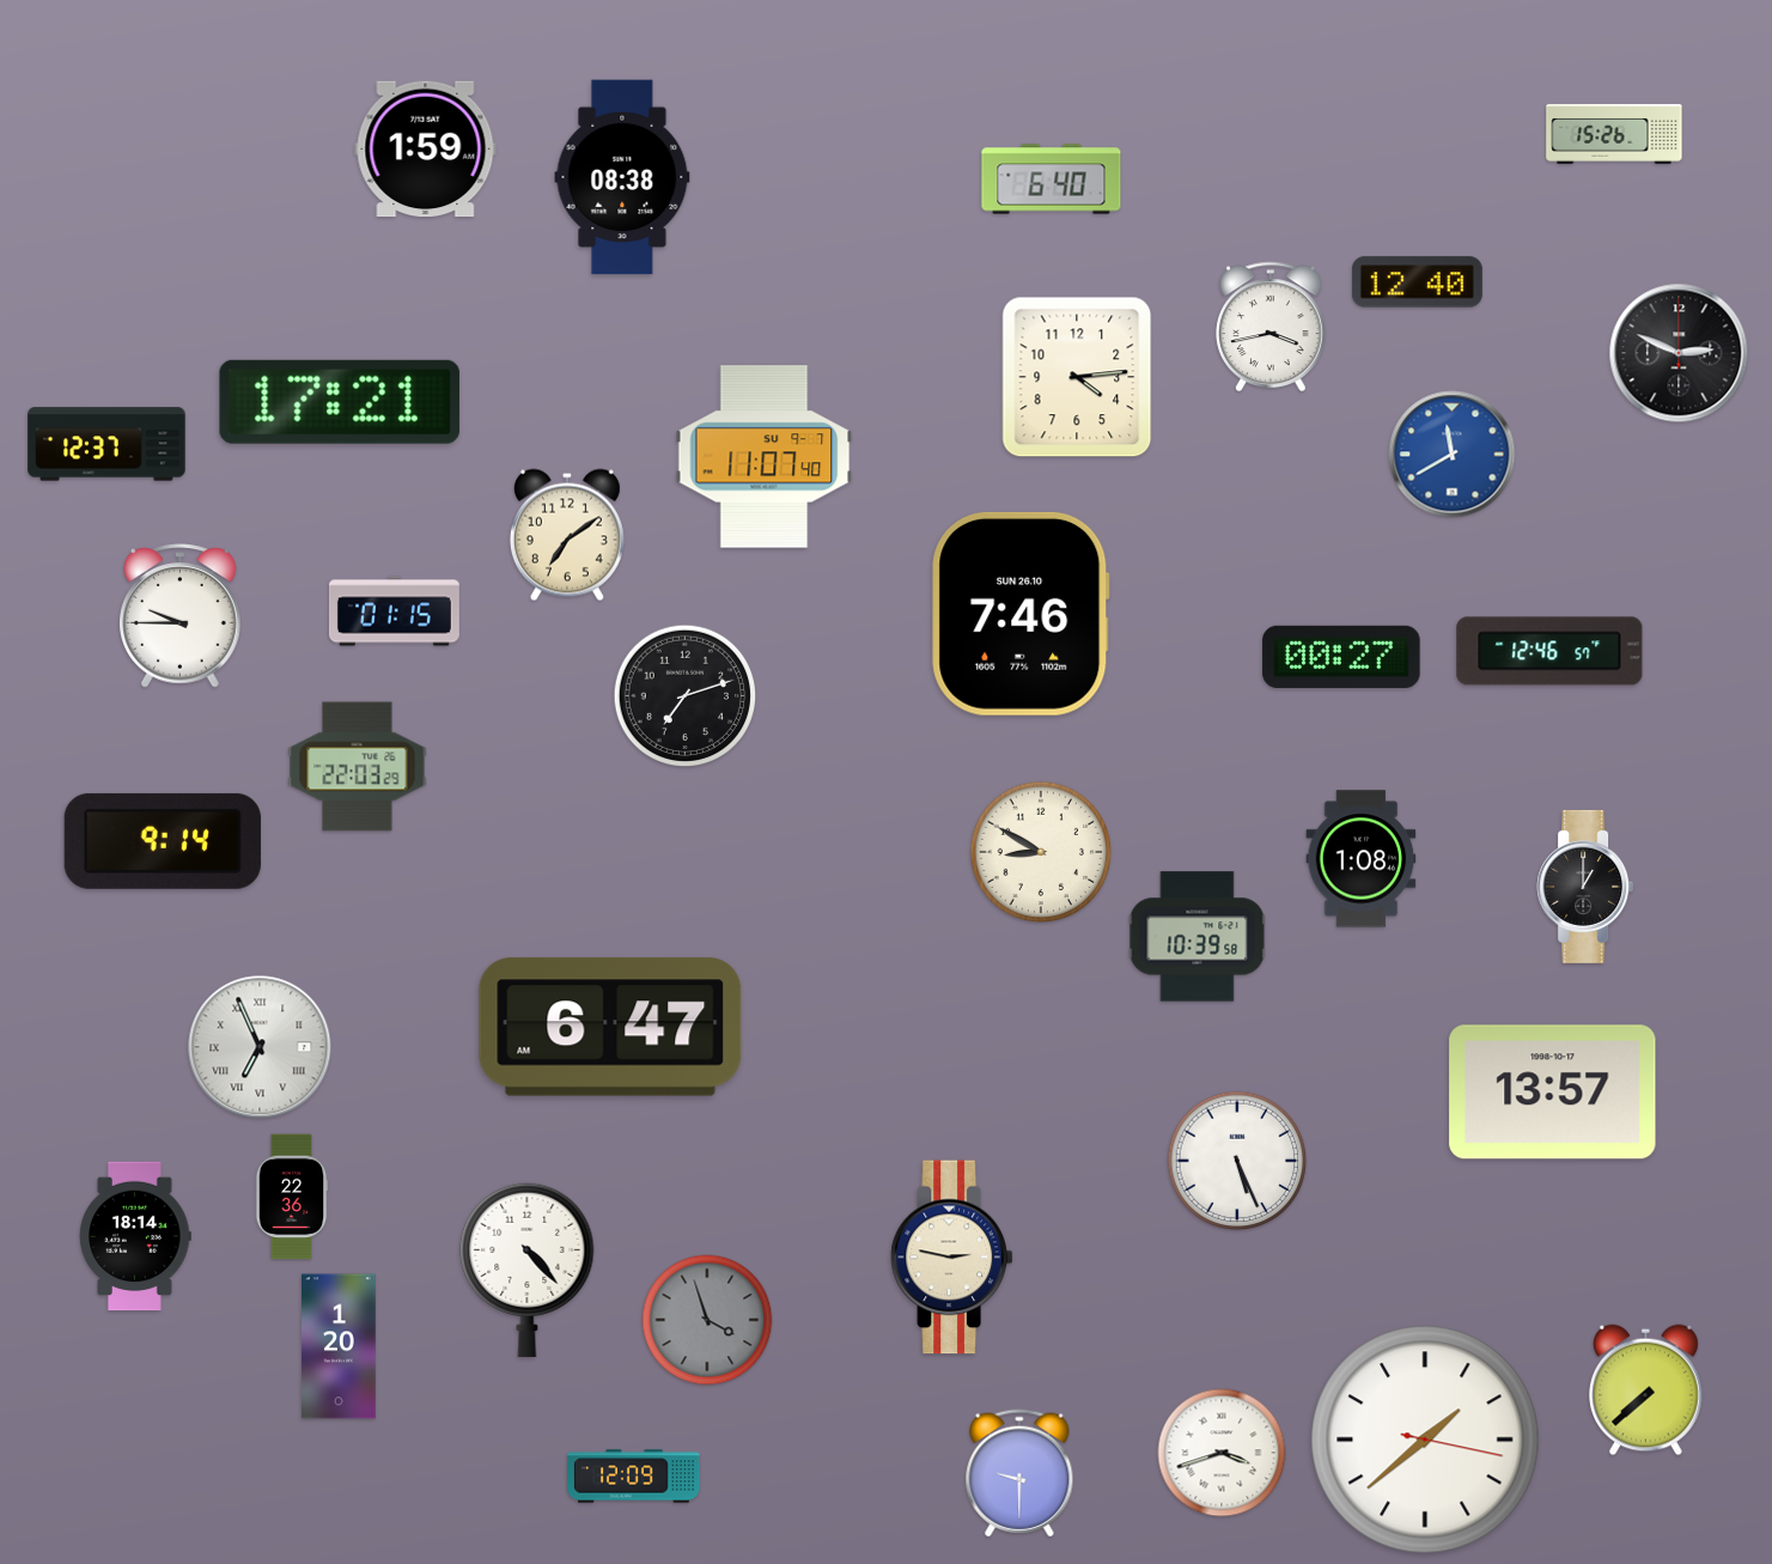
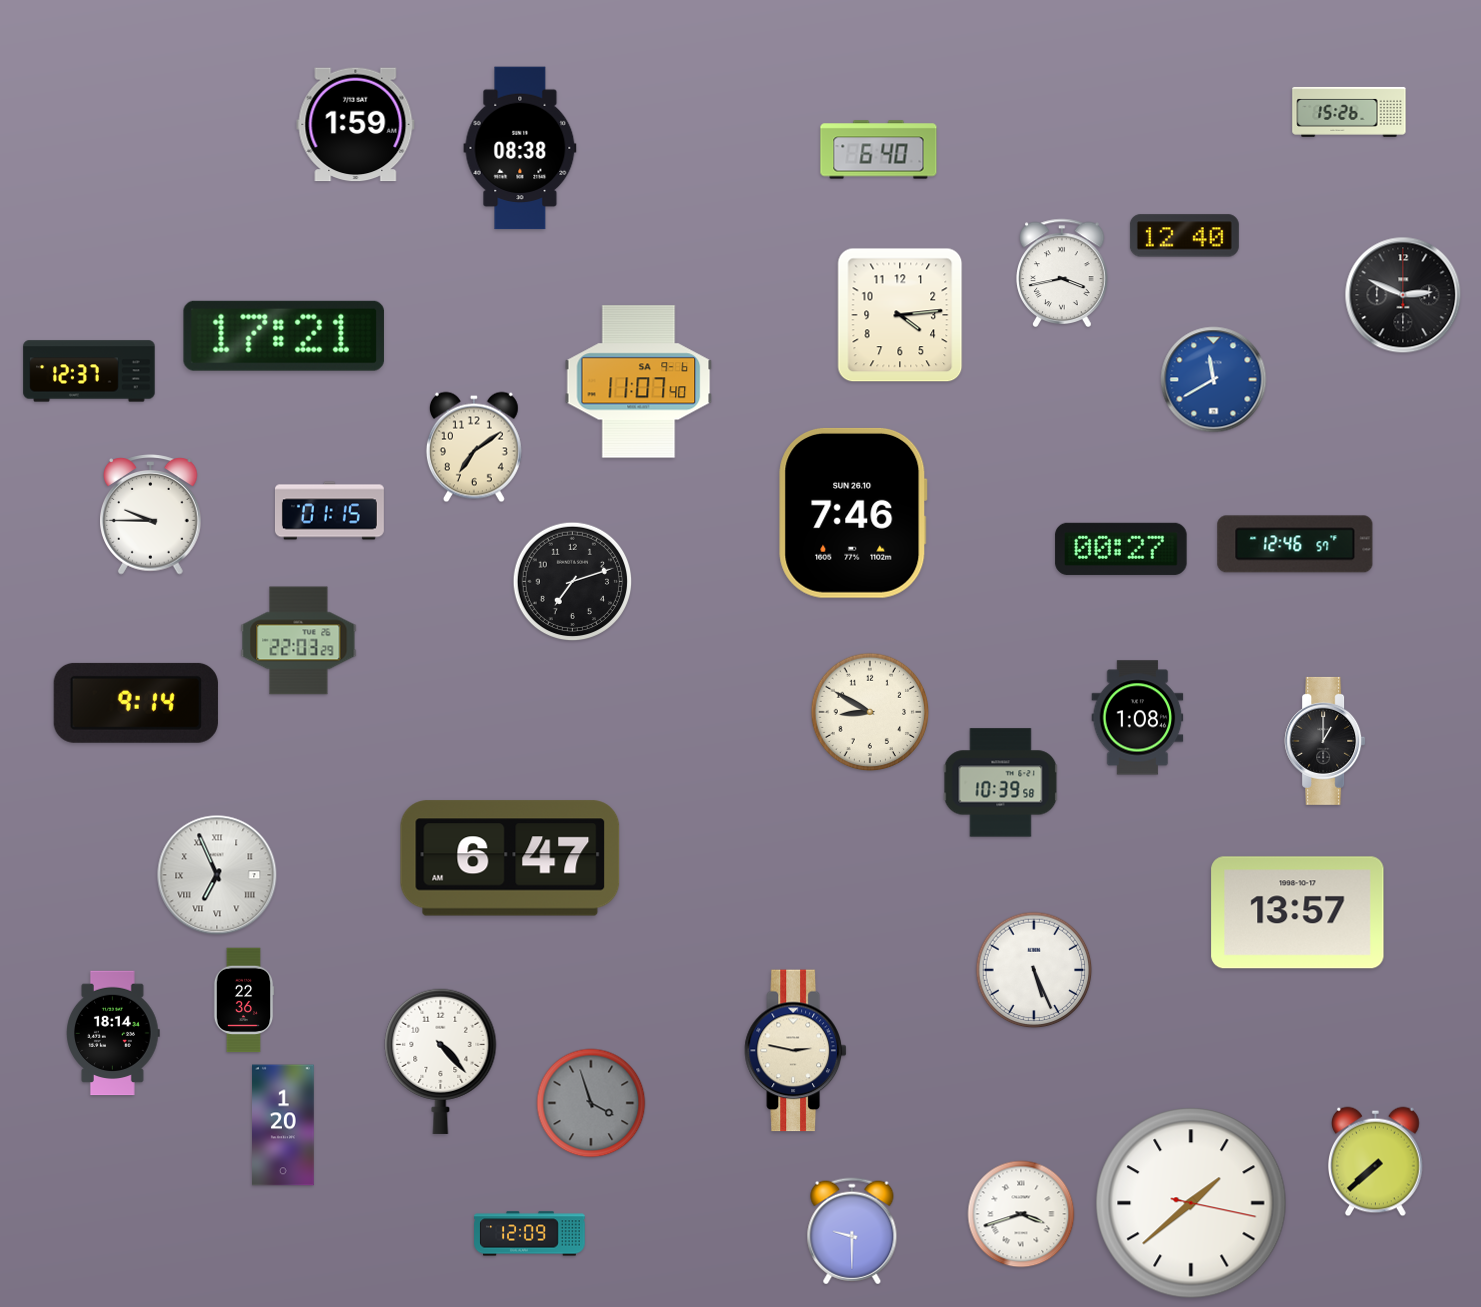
clock at (765, 457) date: SU 9-7 -> SA 9-6
